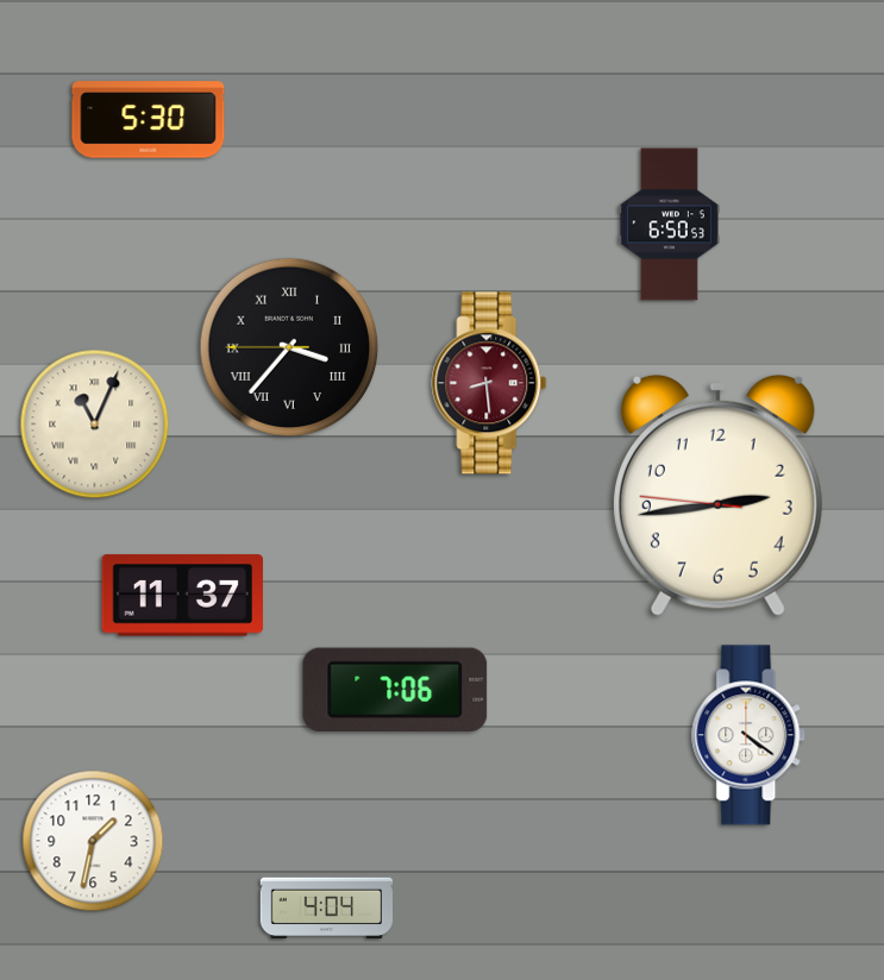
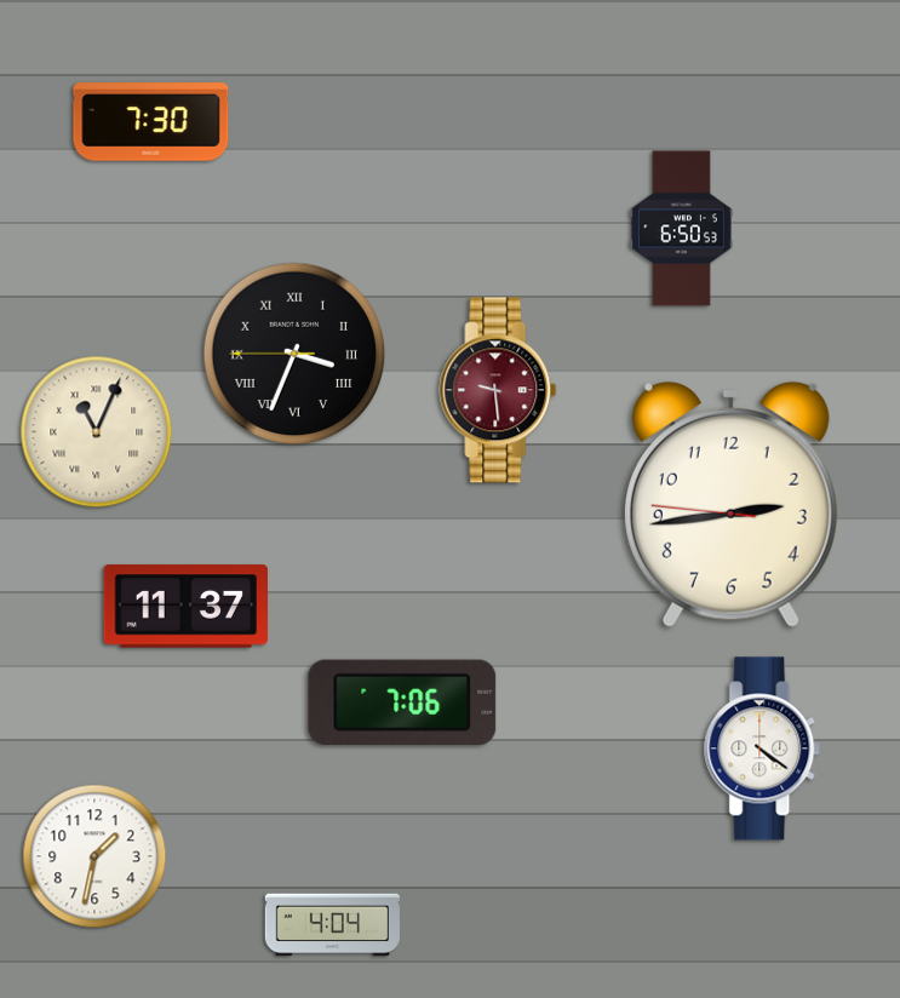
clock at (149, 120): 5:30 -> 7:30
clock at (289, 347): 3:36 -> 3:33
clock at (489, 383): 8:29 -> 9:29
